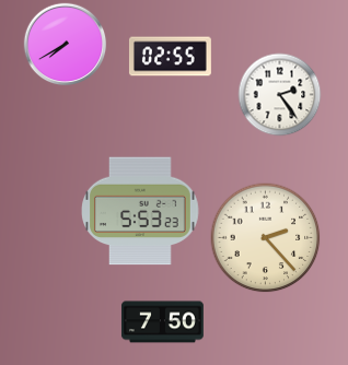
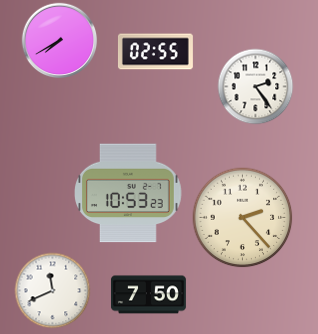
clock at (141, 211): 5:53 -> 10:53
clock at (53, 291): none -> 11:41
